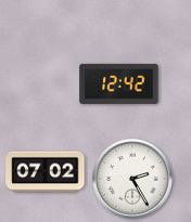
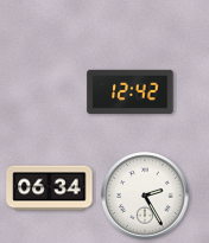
clock at (46, 172): 07:02 -> 06:34
